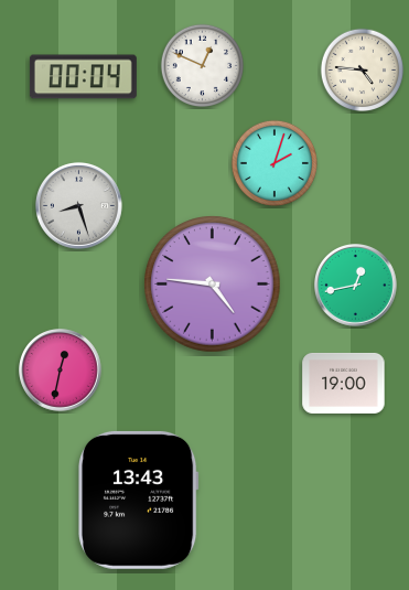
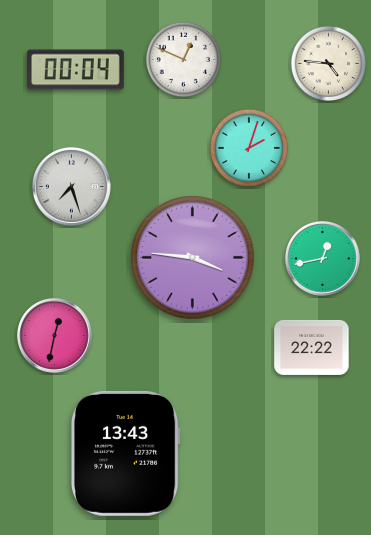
clock at (78, 205): 8:27 -> 7:27
clock at (213, 285): 4:46 -> 3:46
clock at (344, 383): 19:00 -> 22:22
